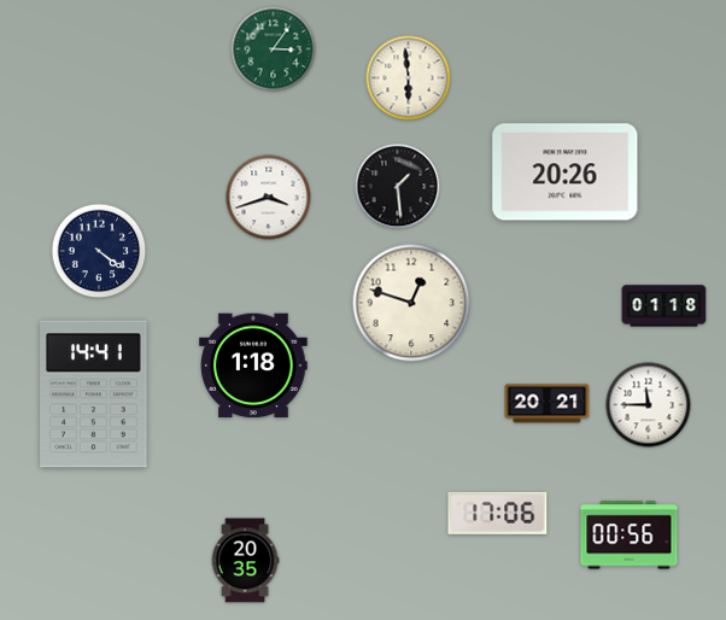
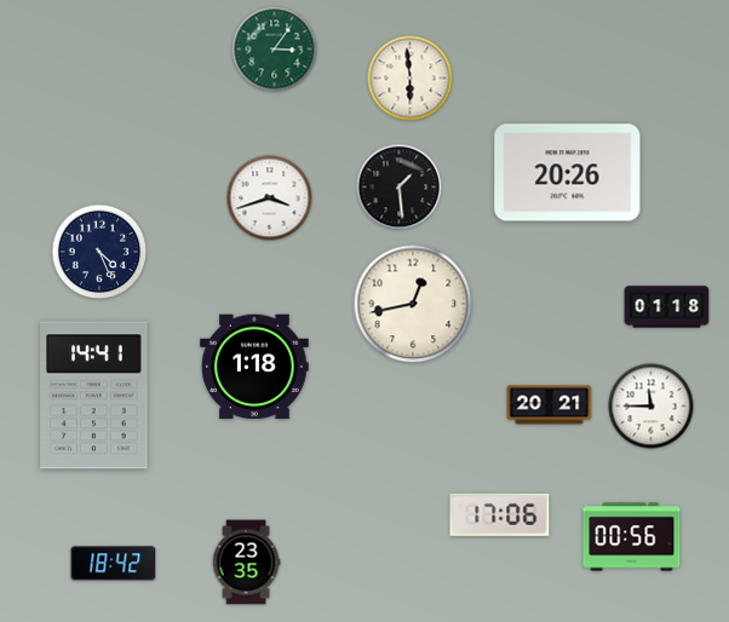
clock at (99, 251): 4:21 -> 4:26
clock at (411, 303): 12:48 -> 12:43
clock at (245, 561): 20:35 -> 23:35
clock at (114, 564): none -> 18:42
